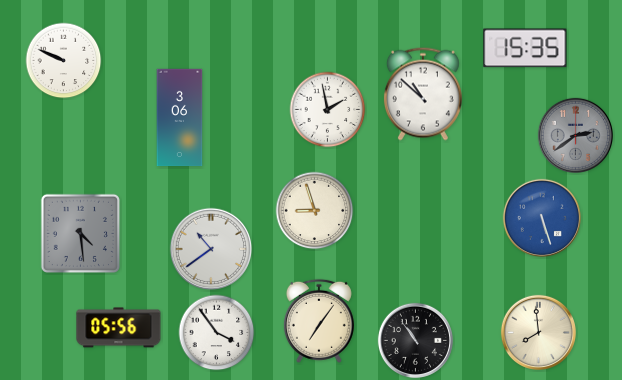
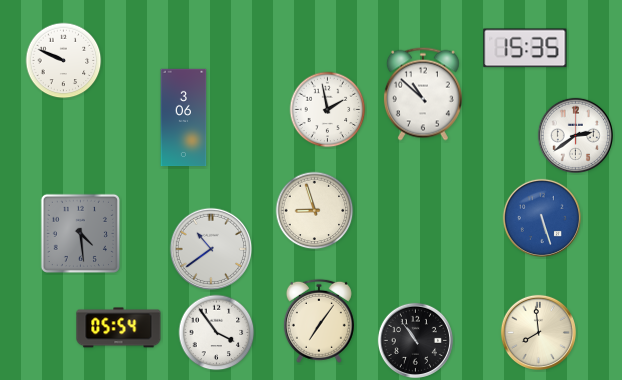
clock at (180, 118) position: (180, 118) -> (184, 118)
clock at (575, 135) dial: grey -> white
clock at (119, 328): 05:56 -> 05:54
